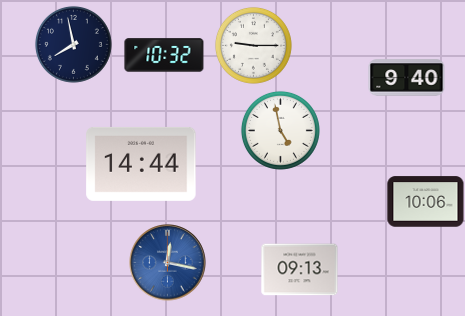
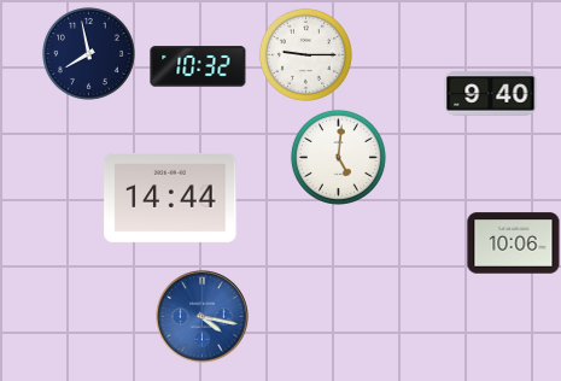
clock at (280, 130): 4:58 -> 5:01
clock at (168, 263): 12:17 -> 4:17
clock at (300, 270): 09:13 -> none
